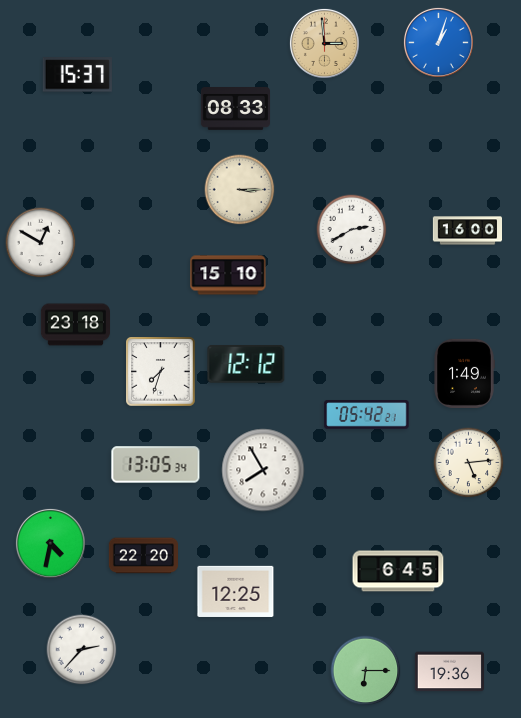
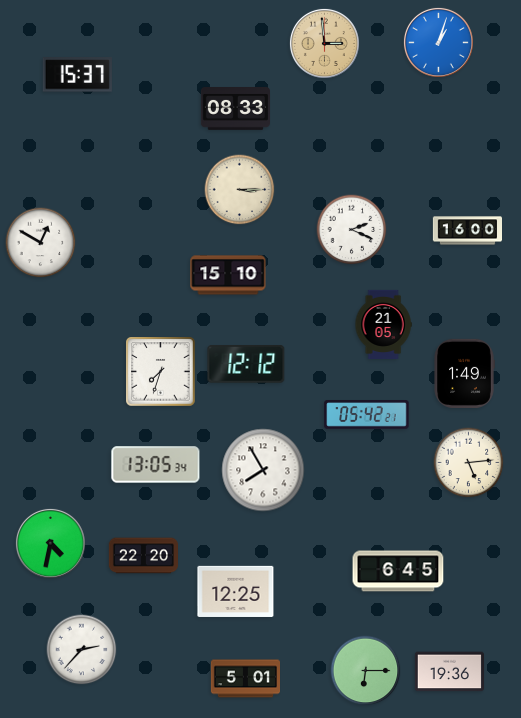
clock at (352, 230): 2:40 -> 2:19
clock at (383, 324): none -> 21:05
clock at (75, 325): 23:18 -> none
clock at (245, 679): none -> 5:01
